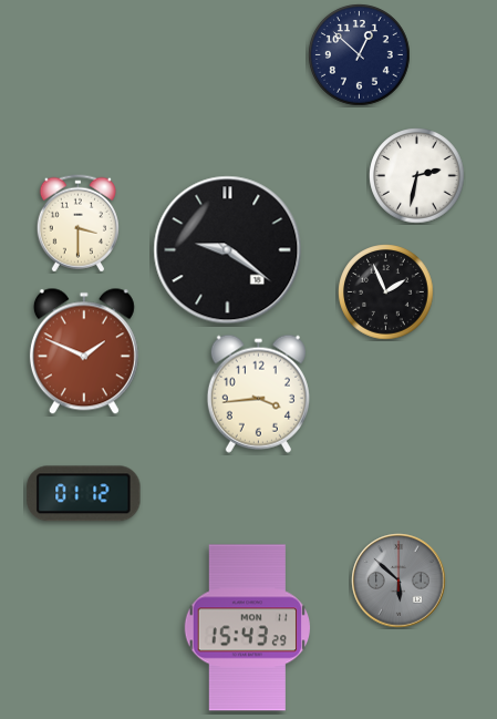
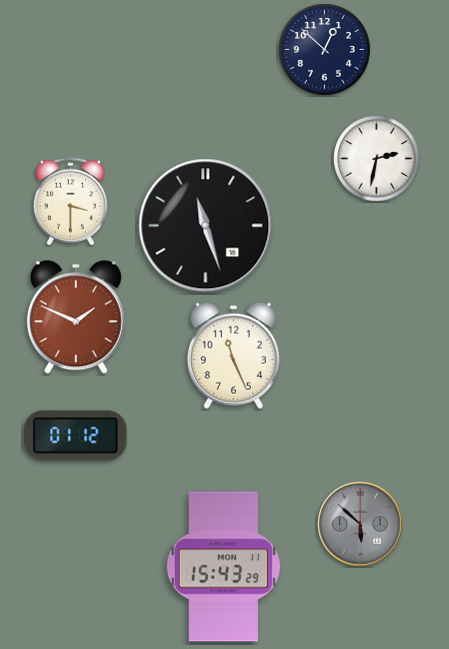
clock at (228, 250): 9:21 -> 11:27
clock at (386, 292): 1:56 -> none
clock at (258, 393): 3:44 -> 11:26
clock at (84, 494) position: (84, 494) -> (76, 436)
